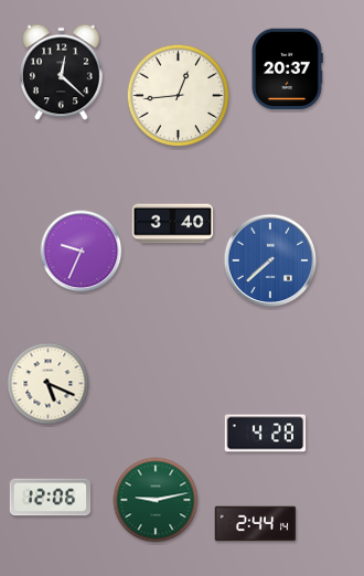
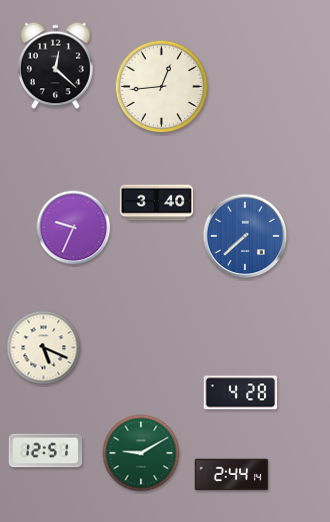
clock at (287, 70): 20:37 -> none
clock at (51, 498): 12:06 -> 12:51
clock at (156, 500): 9:13 -> 9:10
